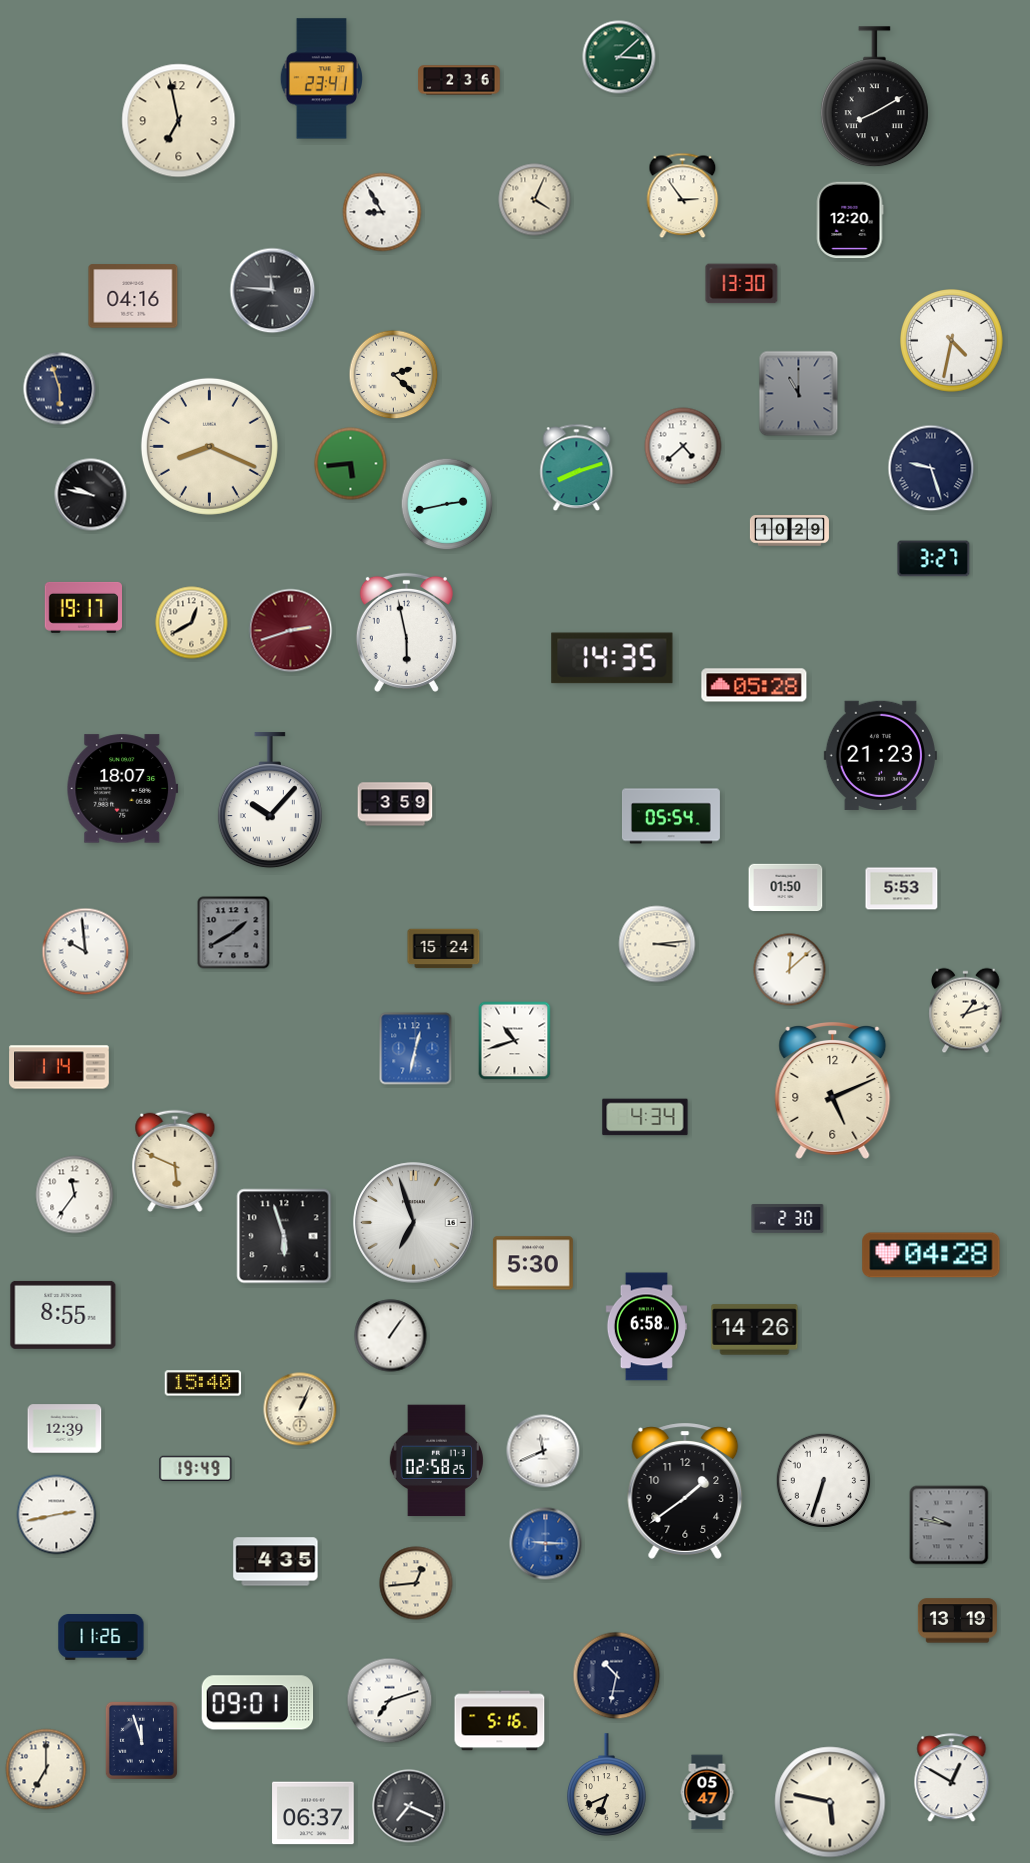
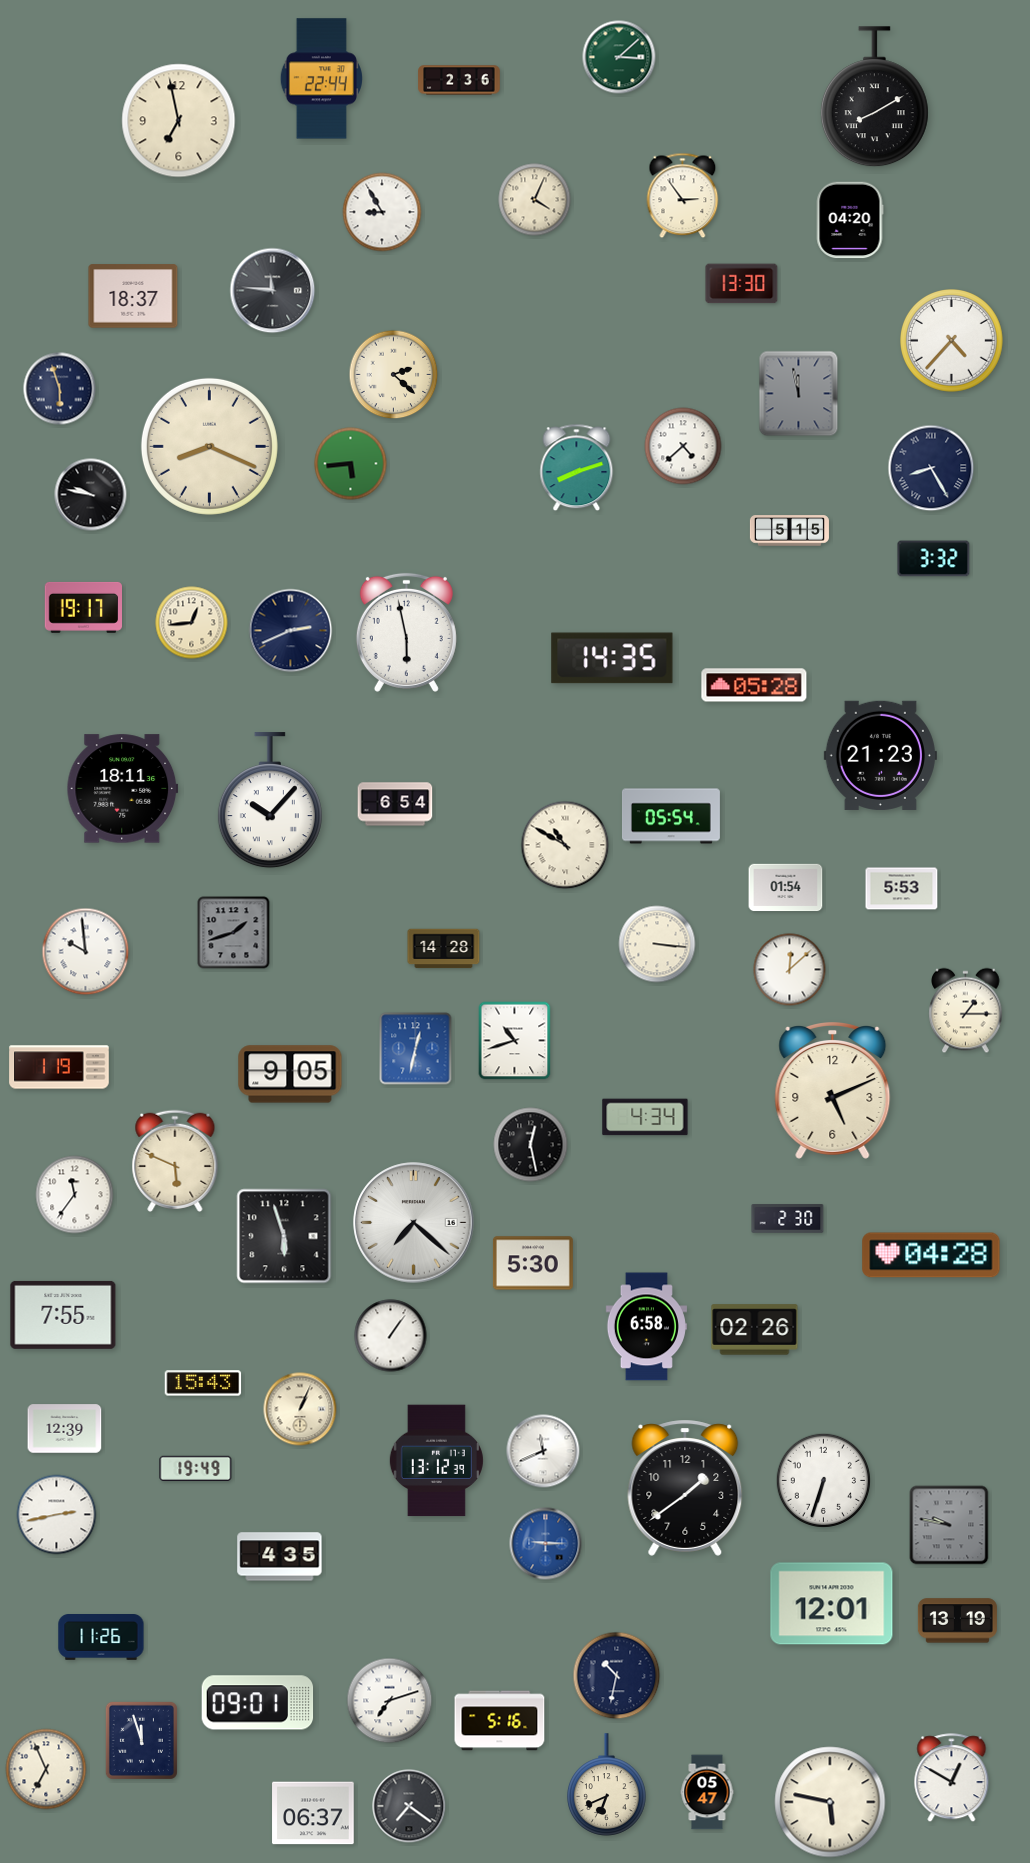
clock at (321, 79): 23:41 -> 22:44
clock at (850, 220): 12:20 -> 04:20
clock at (133, 296): 04:16 -> 18:37
clock at (952, 341): 4:32 -> 4:37
clock at (799, 394): 11:00 -> 11:58
clock at (931, 468): 9:27 -> 8:25
clock at (447, 504): 2:43 -> none
clock at (789, 531): 10:29 -> 5:15
clock at (934, 559): 3:27 -> 3:32
clock at (192, 623): 12:40 -> 12:44
clock at (291, 631): 2:42 -> 2:41
clock at (291, 631) dial: burgundy -> navy
clock at (123, 789): 18:07 -> 18:11
clock at (395, 804): 3:59 -> 6:54
clock at (565, 845): none -> 10:50
clock at (786, 888): 01:50 -> 01:54
clock at (234, 933): 1:40 -> 1:42
clock at (657, 944): 3:14 -> 3:16
clock at (444, 949): 15:24 -> 14:28
clock at (966, 1011): 1:12 -> 1:15
clock at (59, 1067): 1:14 -> 1:19
clock at (290, 1074): none -> 9:05
clock at (531, 1145): none -> 12:28
clock at (414, 1223): 6:57 -> 7:22
clock at (63, 1315): 8:55 -> 7:55
clock at (755, 1330): 14:26 -> 02:26
clock at (203, 1383): 15:40 -> 15:43
clock at (436, 1461): 02:58 -> 13:12
clock at (685, 1491) position: (685, 1491) -> (685, 1488)
clock at (276, 1562) position: (276, 1562) -> (280, 1557)
clock at (416, 1583): 12:44 -> none
clock at (832, 1604): none -> 12:01
clock at (46, 1769): 7:00 -> 6:56
clock at (409, 1806): 7:19 -> 7:21
